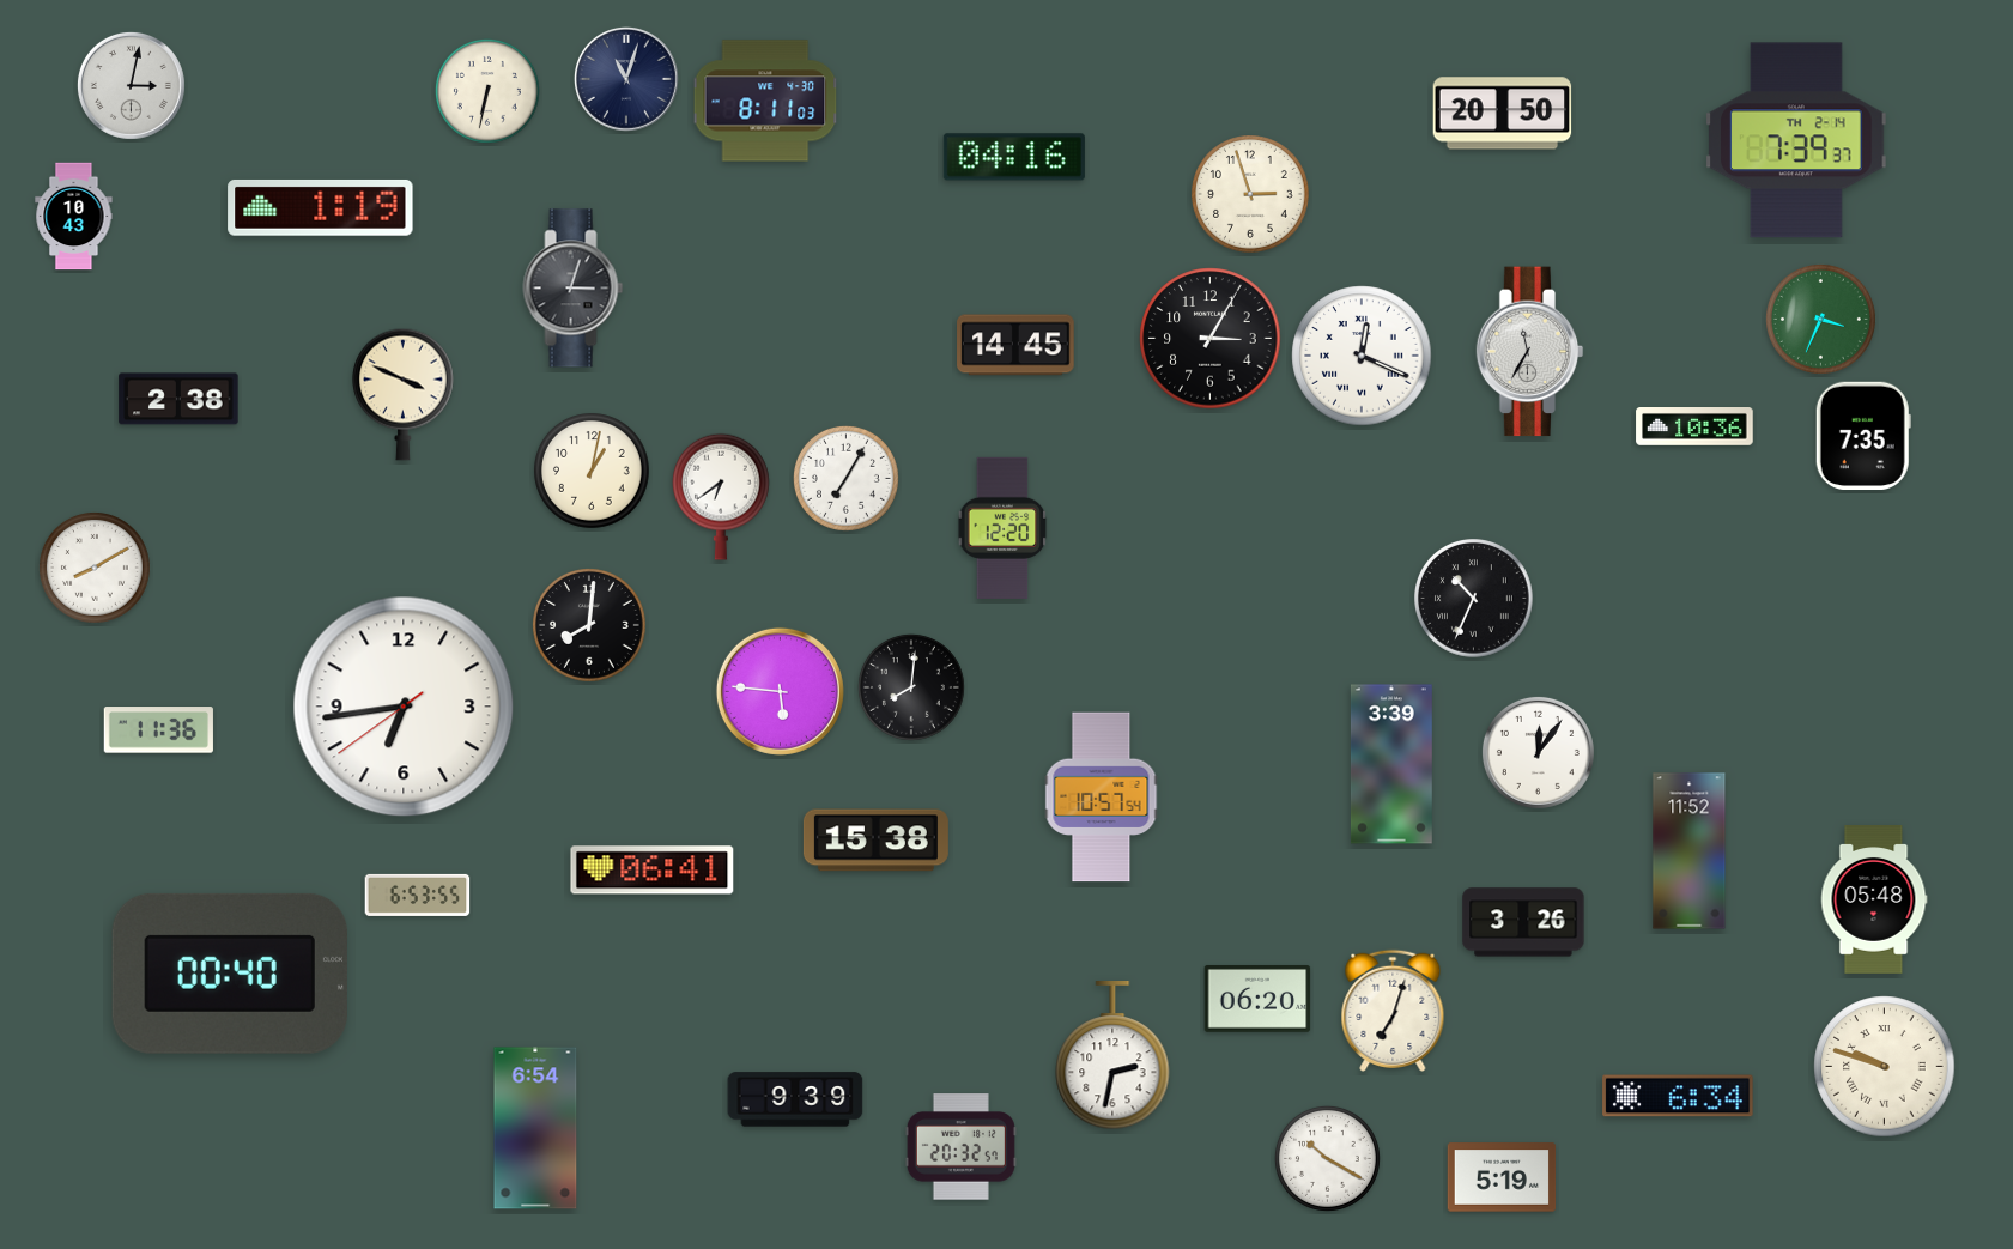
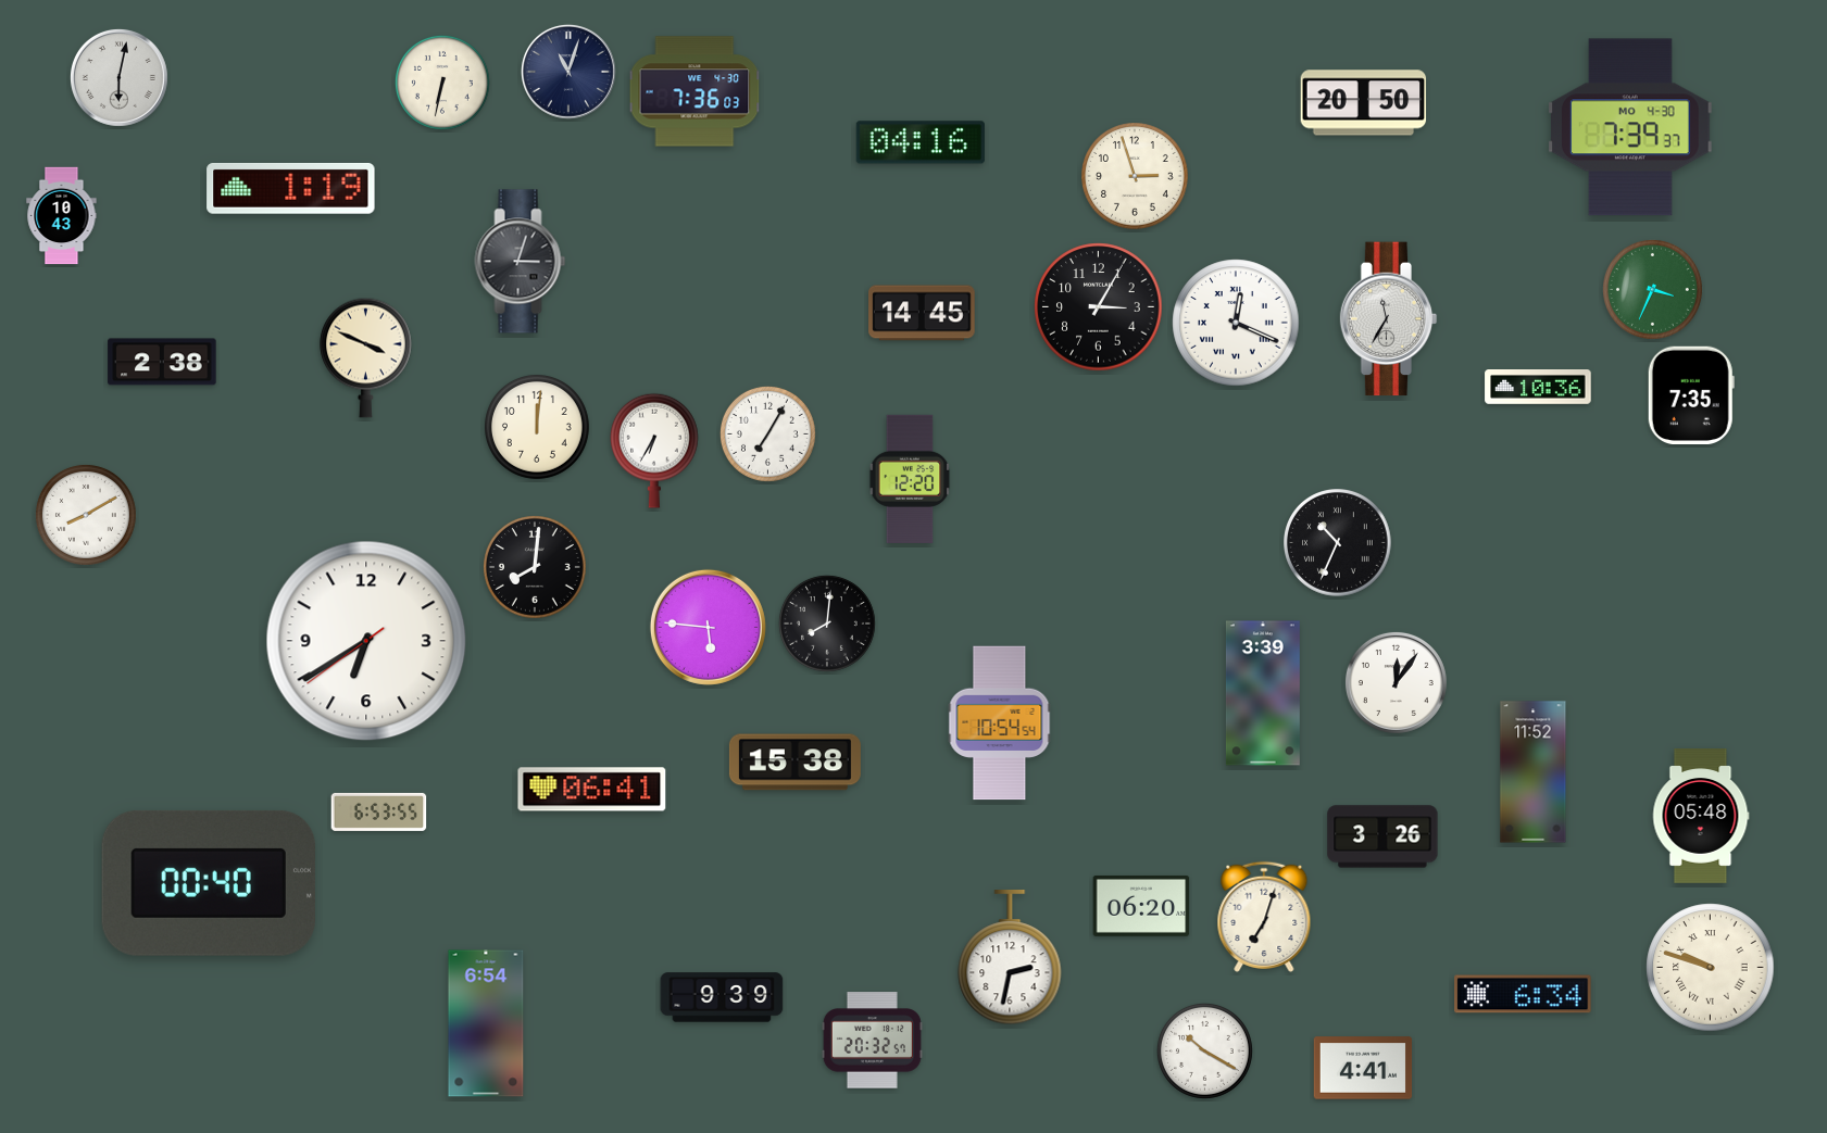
clock at (131, 85): 3:02 -> 6:02
clock at (765, 101): 8:11 -> 7:36
clock at (1797, 140) date: TH 2-14 -> MO 4-30
clock at (74, 217) position: (74, 217) -> (62, 216)
clock at (593, 472): 1:02 -> 12:01
clock at (722, 497): 6:39 -> 6:35
clock at (404, 707): 6:43 -> 6:39
clock at (158, 730): 11:36 -> none
clock at (1102, 798): 10:57 -> 10:54
clock at (1502, 1177): 5:19 -> 4:41
